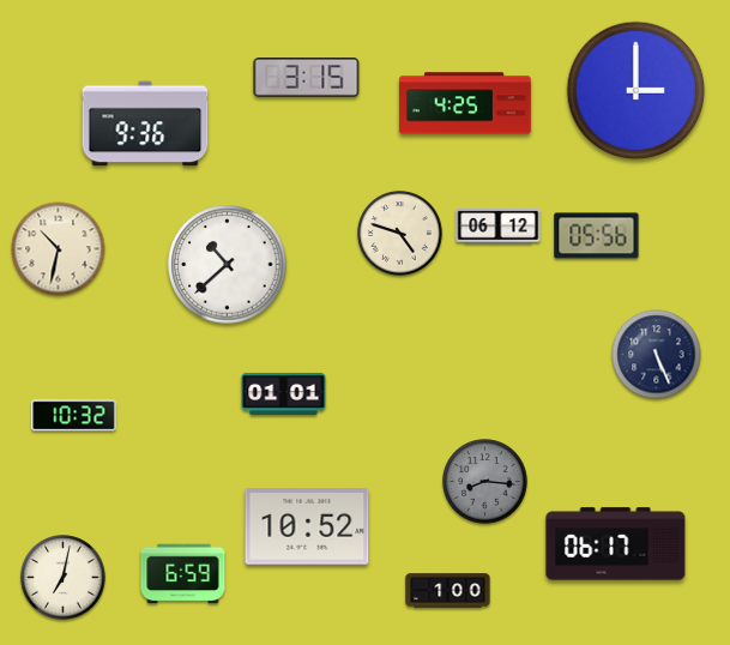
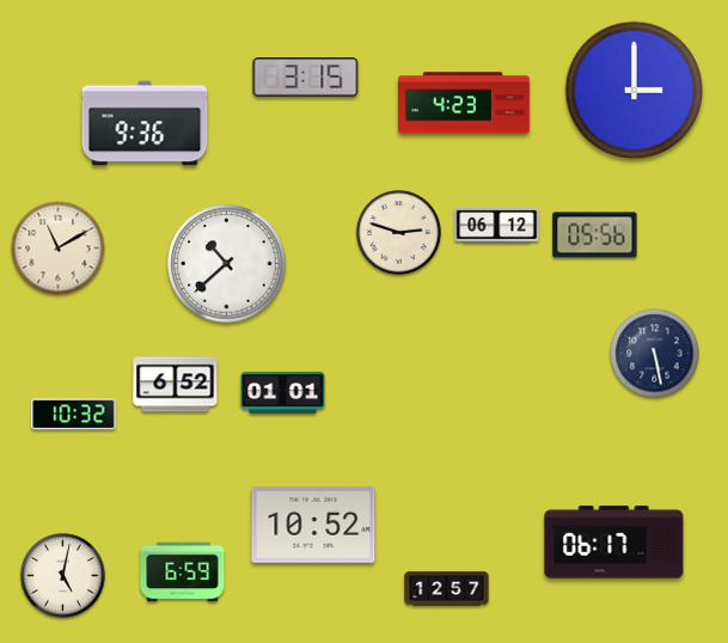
clock at (465, 103): 4:25 -> 4:23
clock at (400, 234): 4:48 -> 2:48
clock at (59, 249): 10:32 -> 11:10
clock at (657, 355): 5:26 -> 5:28
clock at (176, 385): none -> 6:52
clock at (485, 482): 8:16 -> none
clock at (307, 528) position: (307, 528) -> (313, 526)
clock at (64, 578): 7:02 -> 5:02
clock at (448, 591): 1:00 -> 12:57
